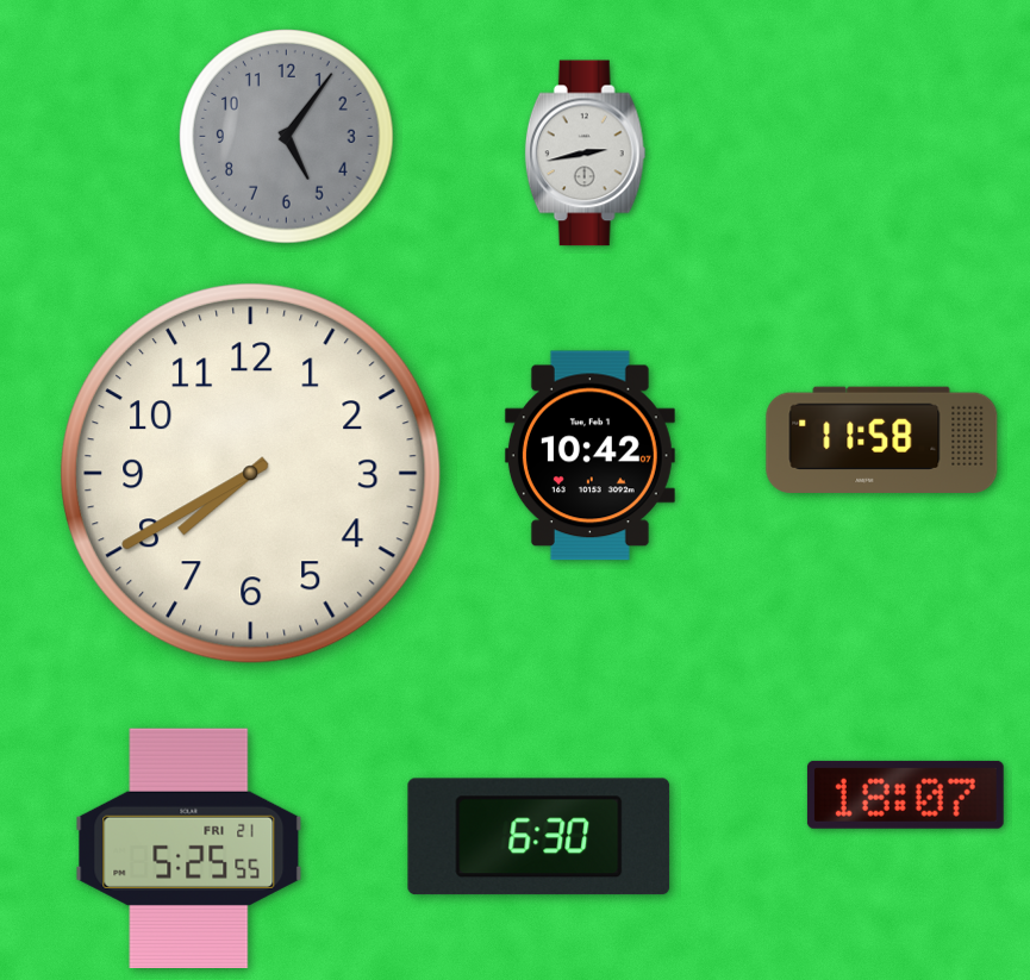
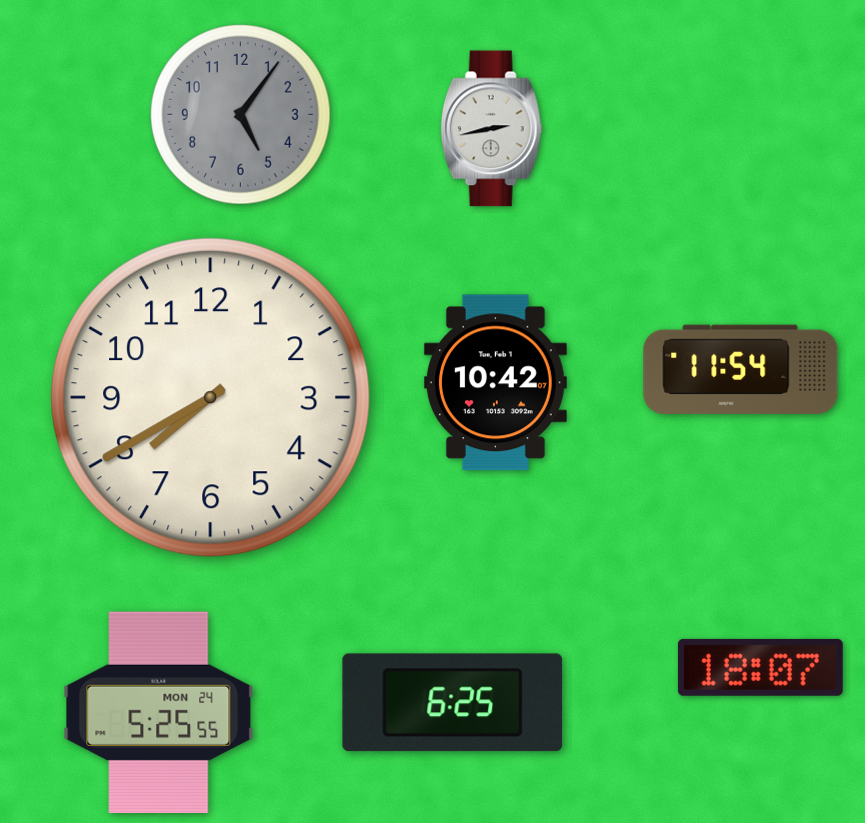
clock at (882, 439): 11:58 -> 11:54
clock at (539, 837): 6:30 -> 6:25
clock at (189, 848) date: FRI 21 -> MON 24
